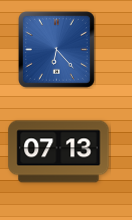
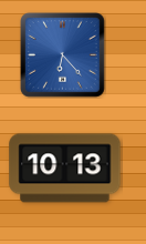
clock at (59, 152): 07:13 -> 10:13
